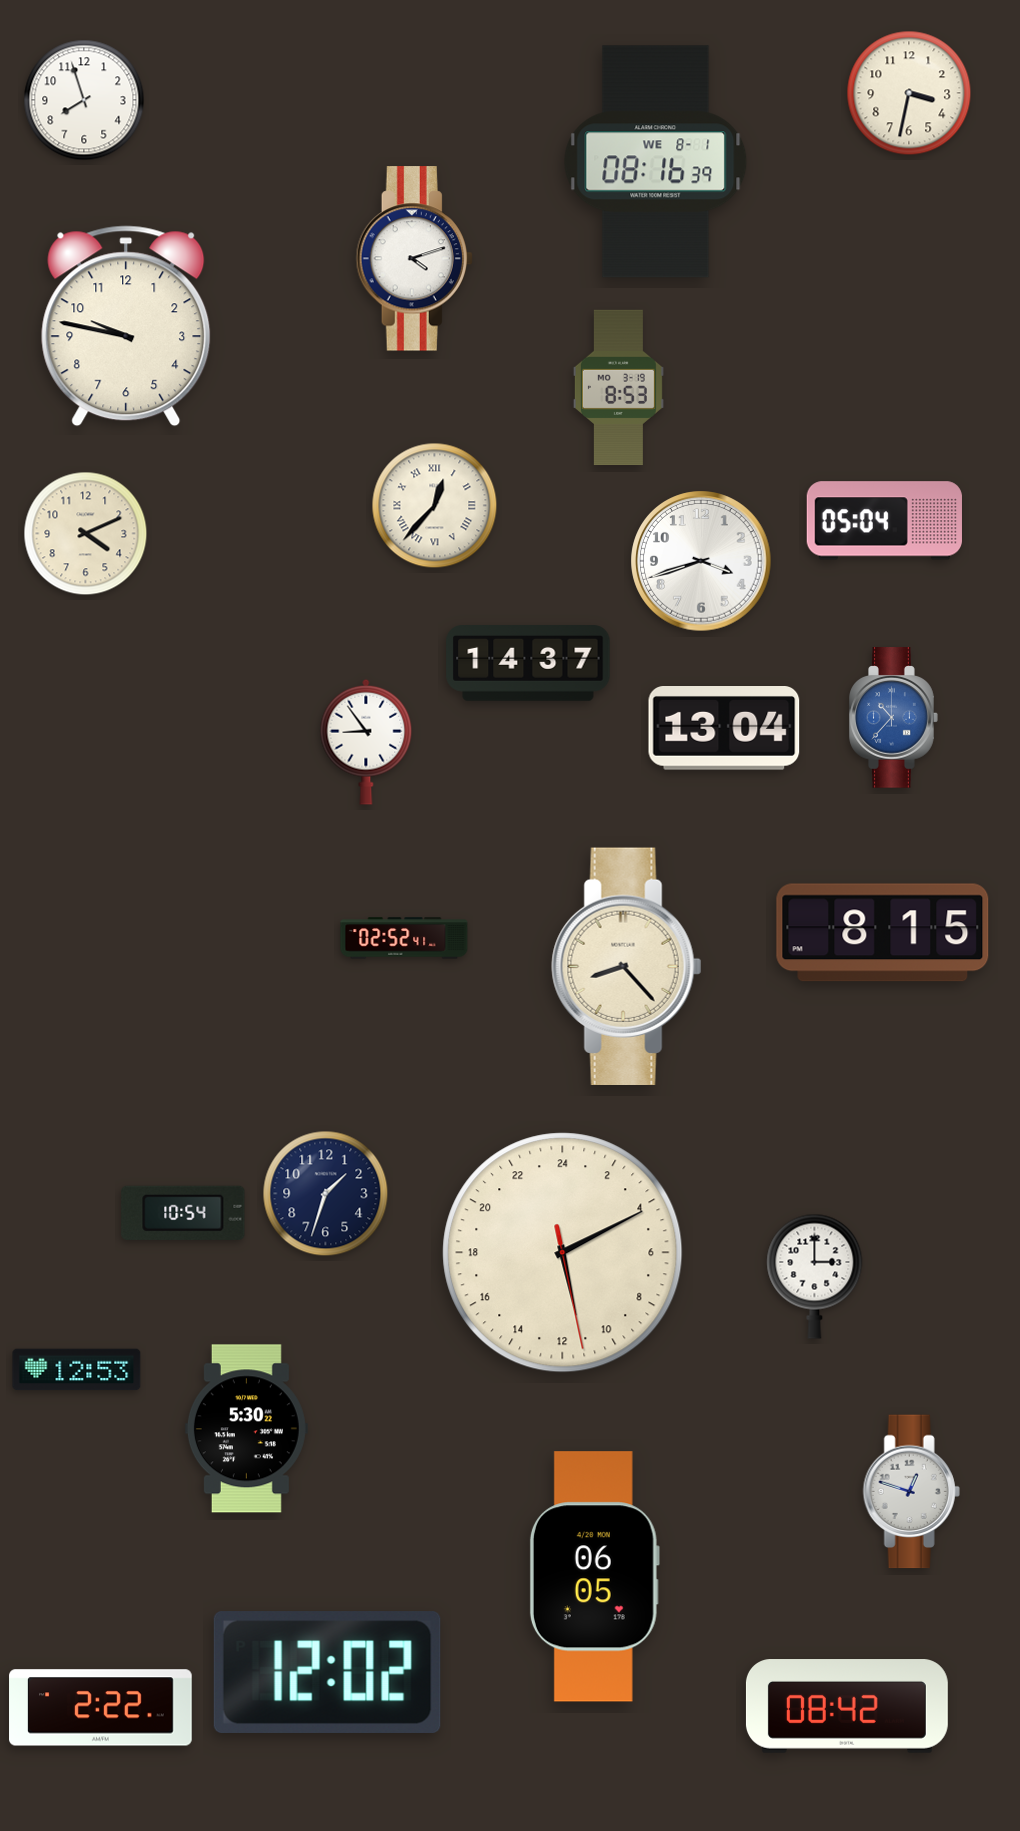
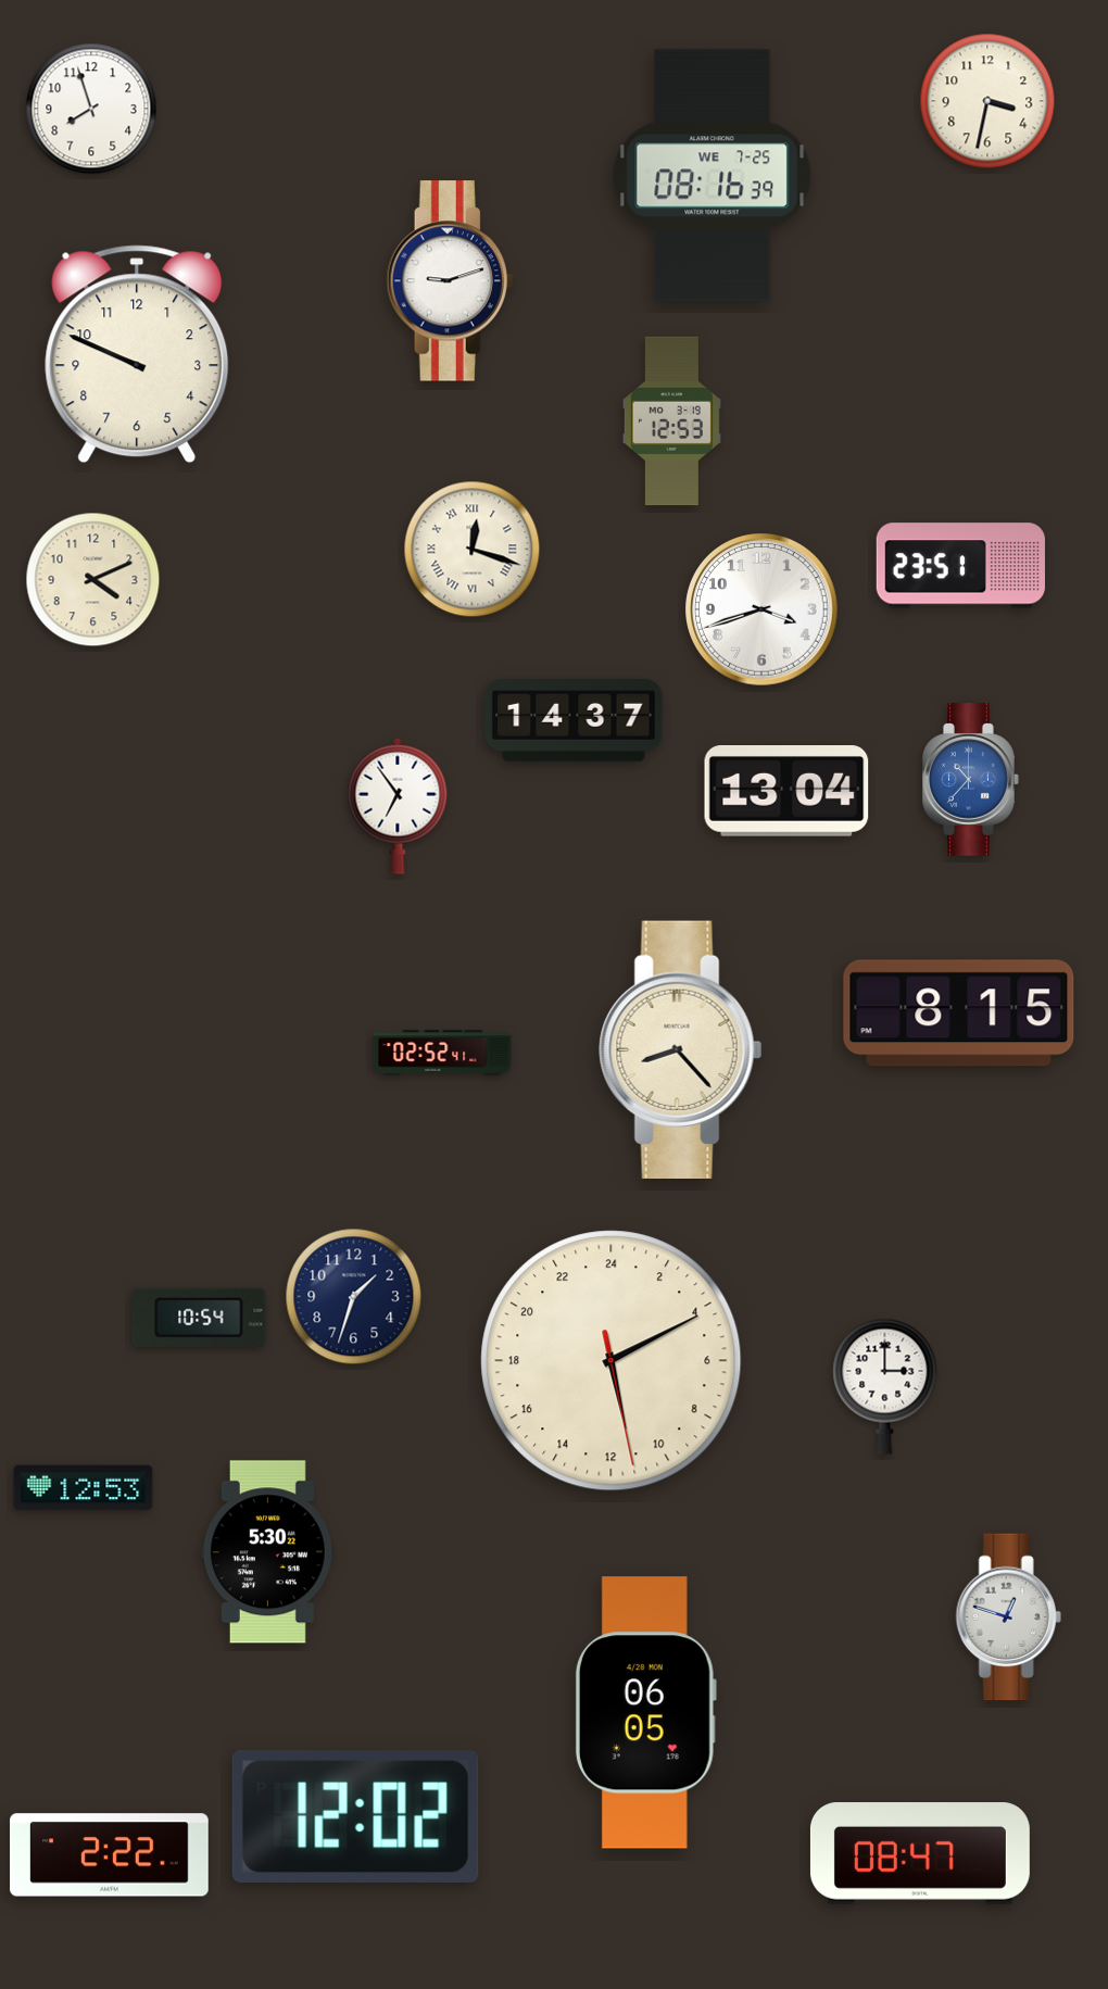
clock at (656, 162) date: WE 8-1 -> WE 7-25
clock at (414, 259): 4:12 -> 9:12
clock at (126, 326): 9:47 -> 9:49
clock at (618, 388): 8:53 -> 12:53
clock at (435, 506): 12:37 -> 12:18
clock at (884, 521): 05:04 -> 23:51
clock at (366, 742): 8:54 -> 6:54
clock at (404, 938) position: (404, 938) -> (442, 1053)
clock at (911, 1492) position: (911, 1492) -> (1008, 1617)
clock at (847, 1706): 08:42 -> 08:47
